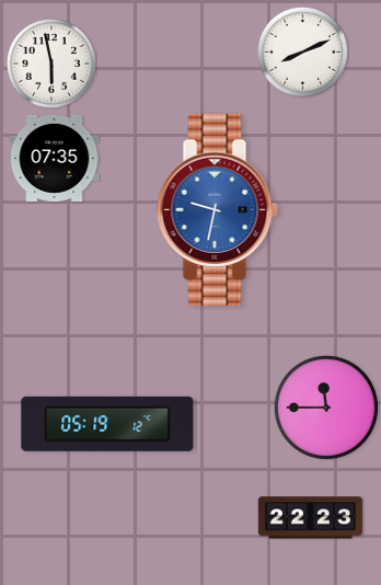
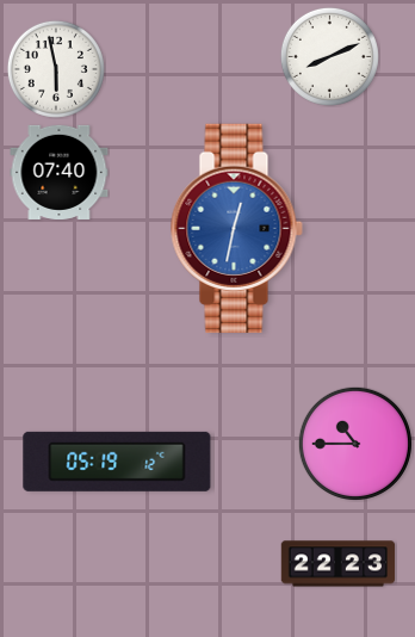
clock at (55, 158): 07:35 -> 07:40
clock at (217, 209): 9:32 -> 12:32
clock at (326, 408): 11:45 -> 10:45
